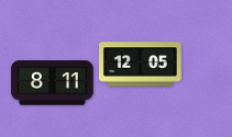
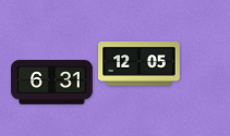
clock at (53, 83): 8:11 -> 6:31
